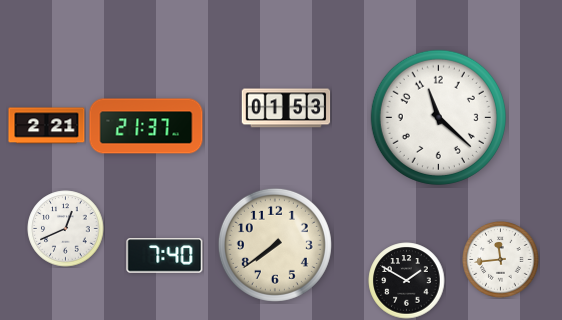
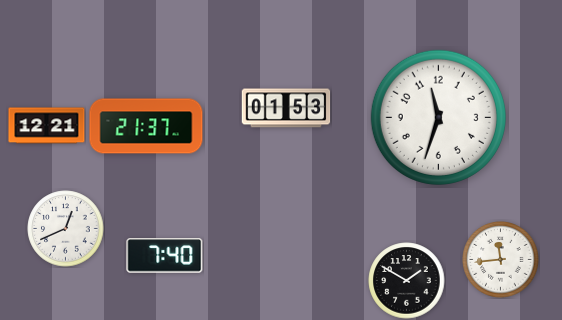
clock at (438, 117): 11:22 -> 11:33
clock at (47, 126): 2:21 -> 12:21
clock at (275, 245): 7:39 -> none
